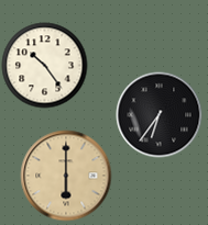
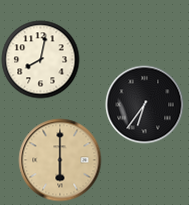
clock at (44, 65): 10:24 -> 8:02
